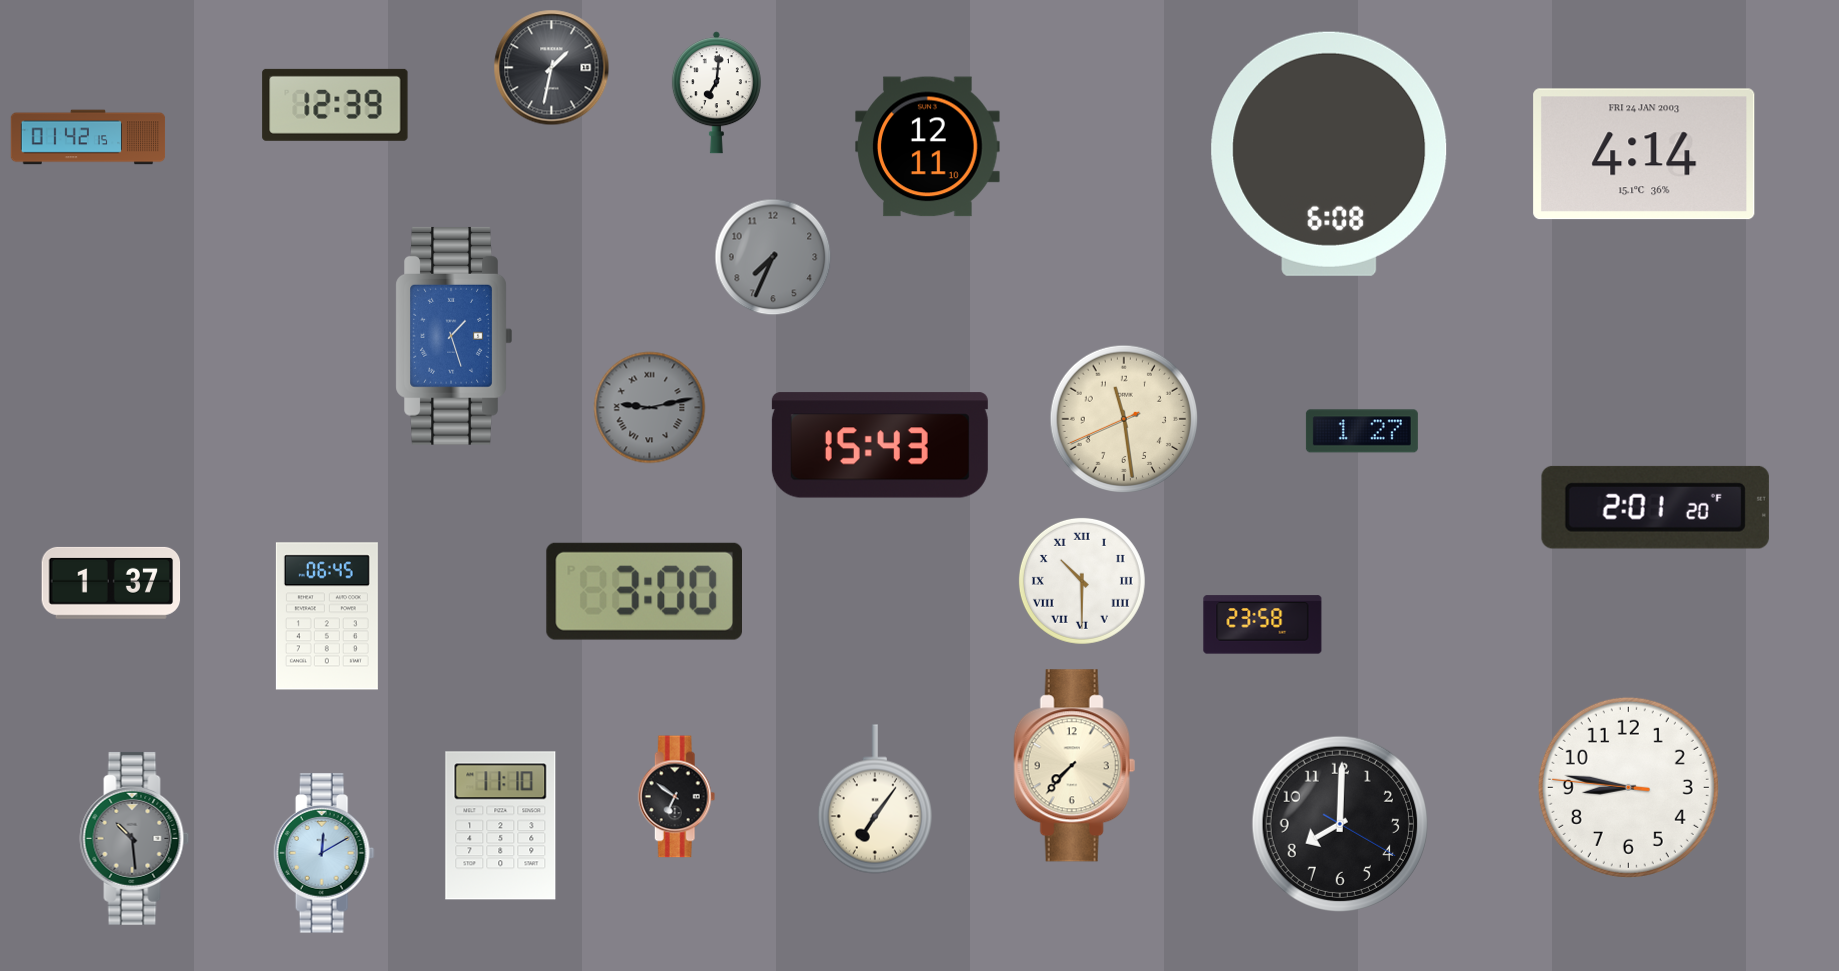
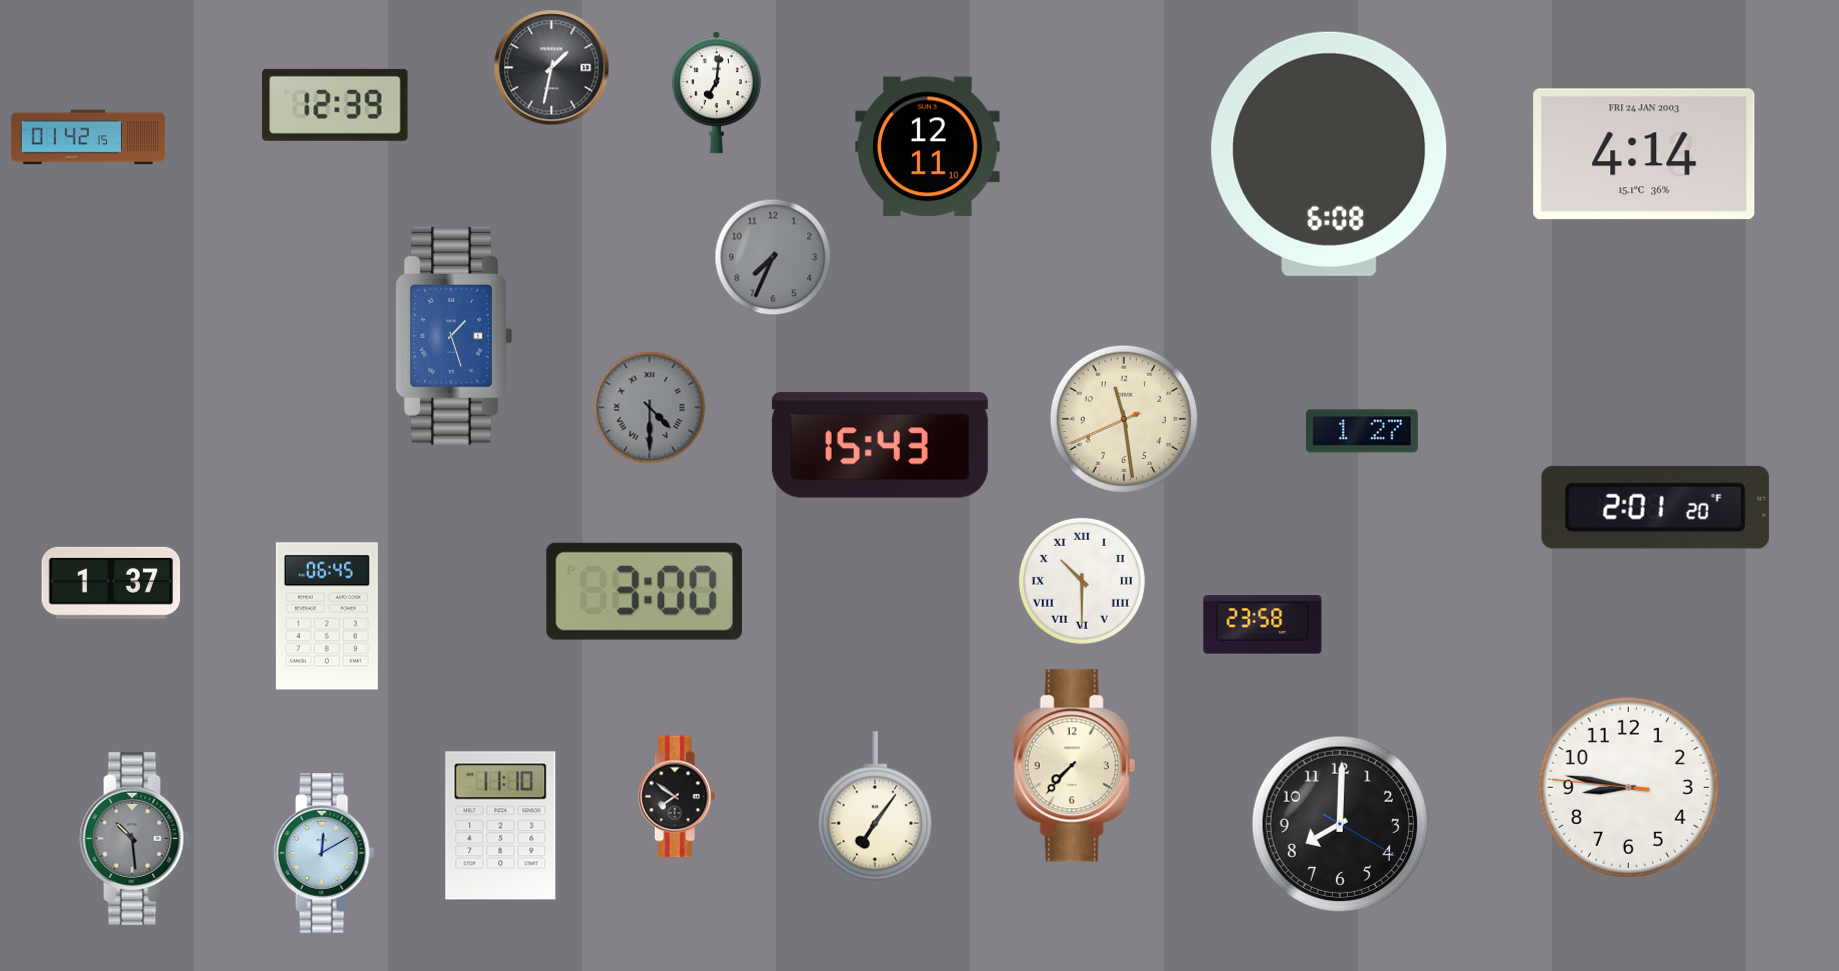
clock at (650, 408): 9:13 -> 4:30
clock at (677, 797): 6:51 -> 7:51
clock at (875, 799) position: (875, 799) -> (875, 806)
